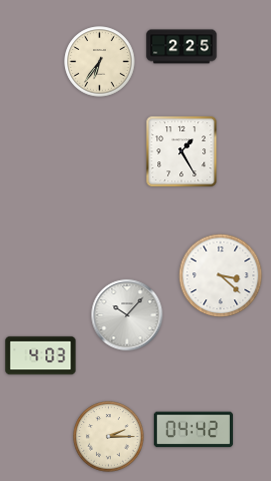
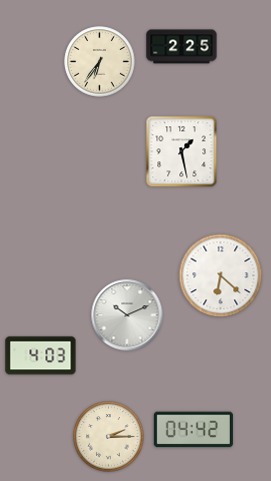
clock at (182, 152): 1:25 -> 1:28
clock at (221, 276): 3:22 -> 6:22
clock at (127, 315): 10:07 -> 10:11
